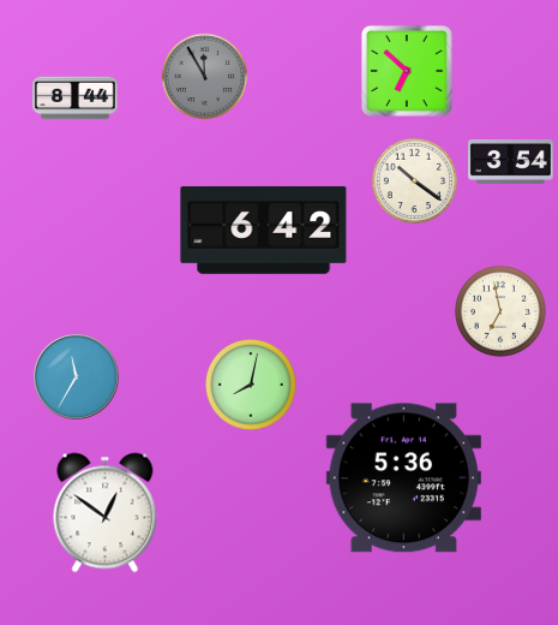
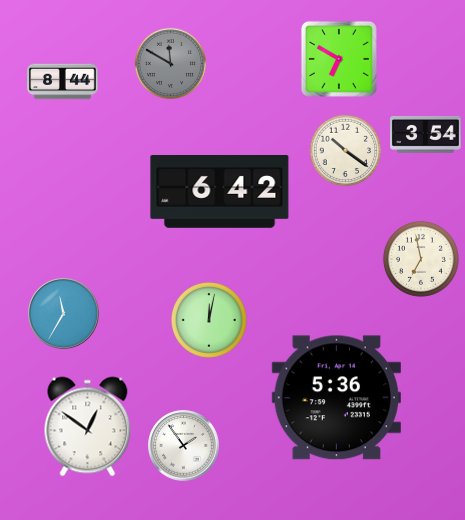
clock at (407, 71): 6:52 -> 6:50
clock at (205, 77): 11:55 -> 11:50
clock at (500, 311) position: (500, 311) -> (421, 259)
clock at (251, 385): 8:02 -> 12:02
clock at (184, 446): none -> 1:54
